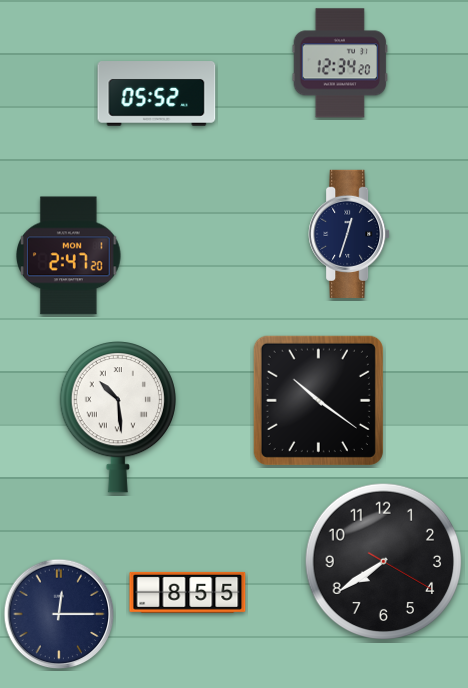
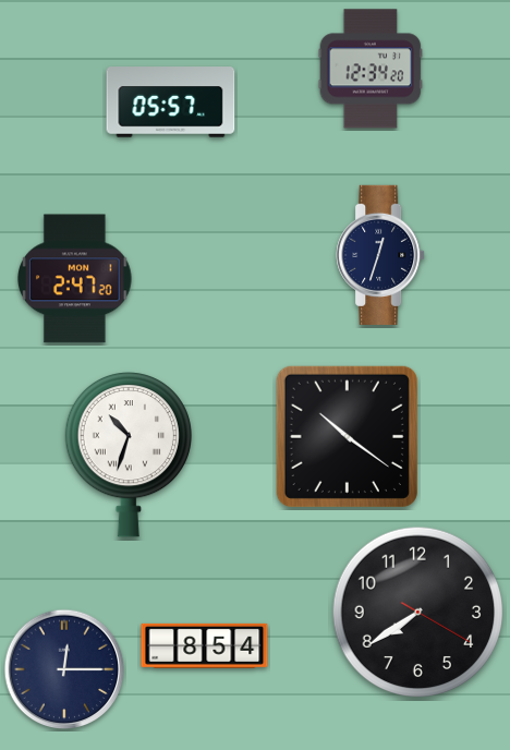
clock at (157, 94): 05:52 -> 05:57
clock at (118, 418): 10:29 -> 10:33
clock at (188, 592): 8:55 -> 8:54
